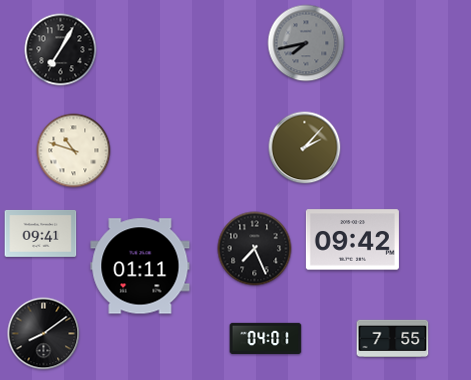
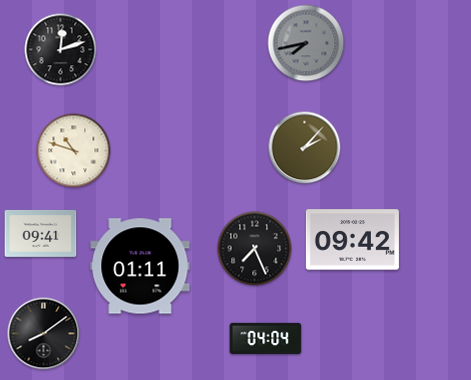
clock at (61, 50): 7:05 -> 12:12
clock at (266, 338): 04:01 -> 04:04
clock at (393, 338): 7:55 -> none
